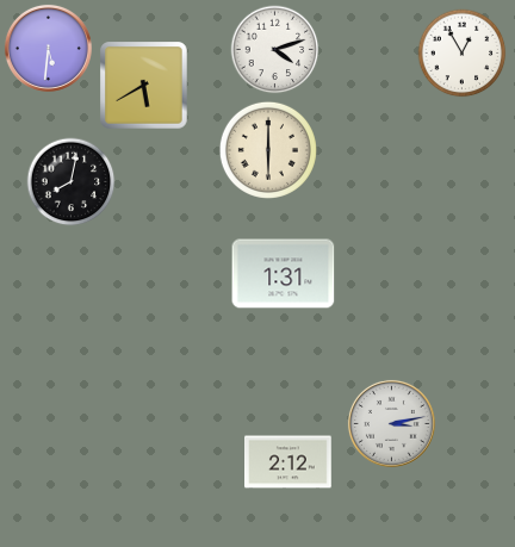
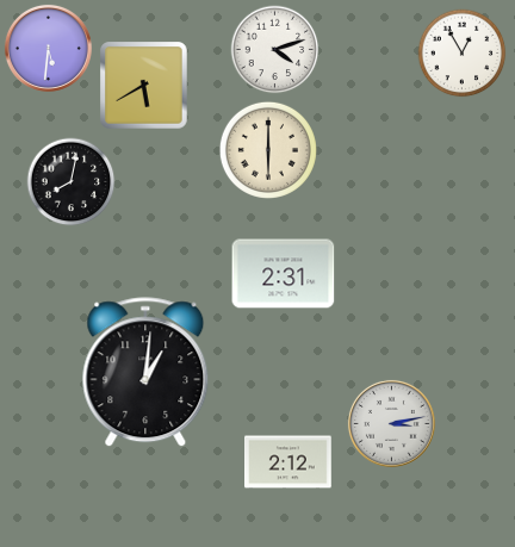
clock at (284, 274): 1:31 -> 2:31
clock at (145, 373): none -> 1:01
